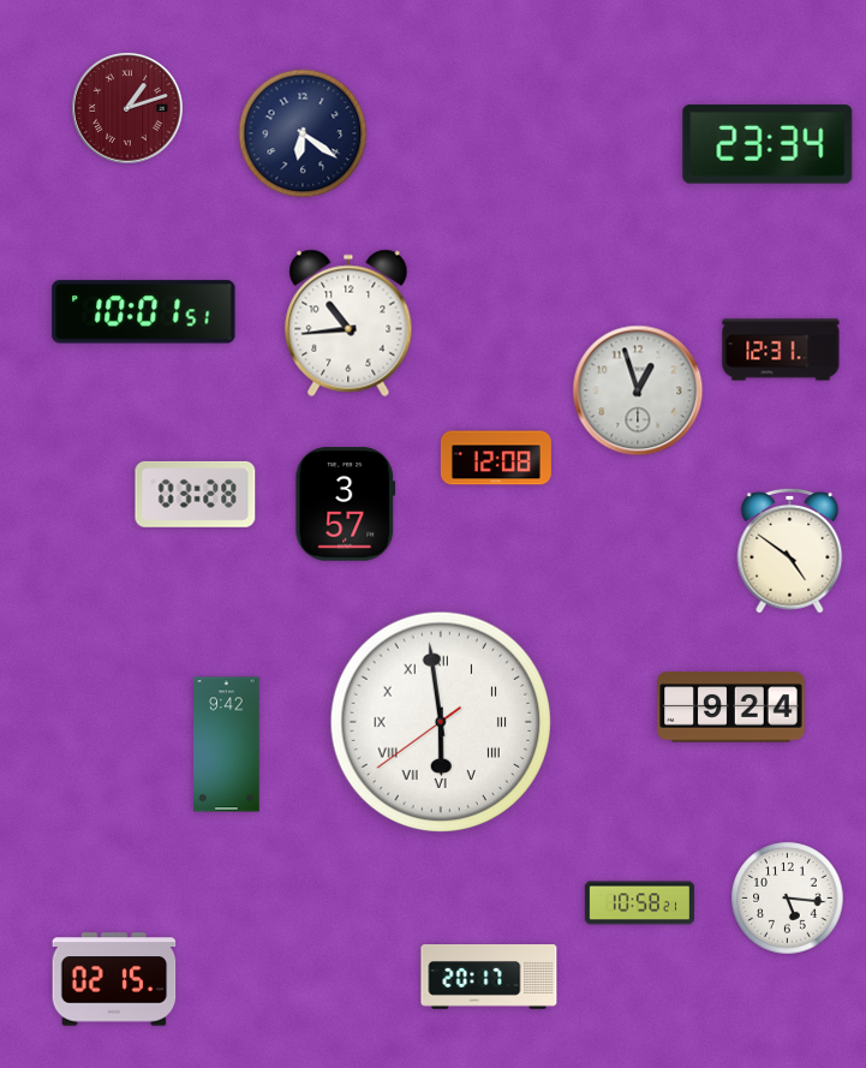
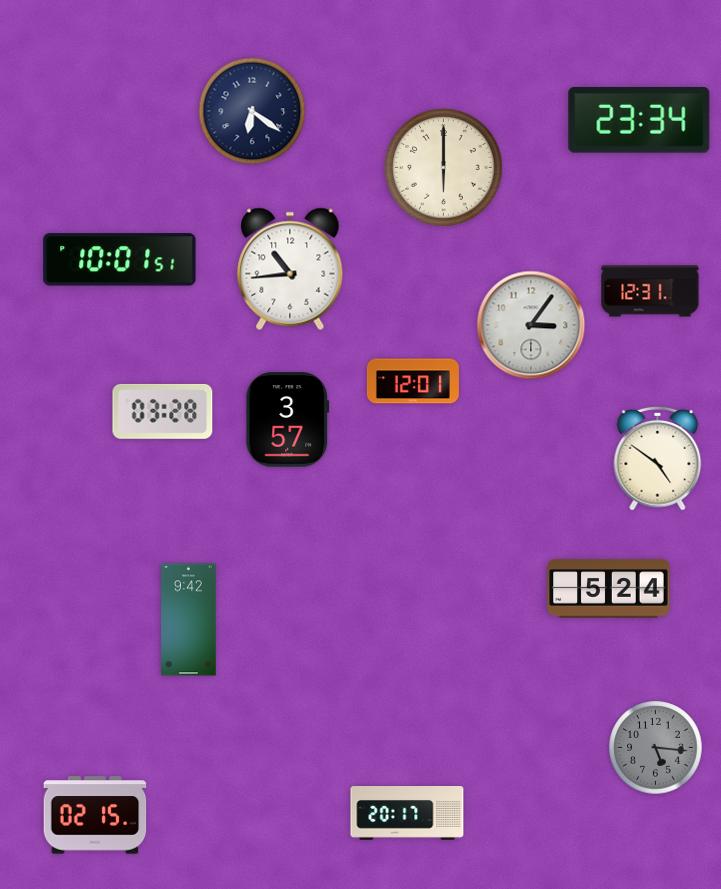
clock at (127, 108): 1:12 -> none
clock at (444, 168): none -> 6:00
clock at (638, 390): 12:57 -> 3:06
clock at (496, 458): 12:08 -> 12:01
clock at (731, 708): 9:24 -> 5:24
clock at (440, 721): 5:58 -> none
clock at (788, 899) dial: white -> grey
clock at (639, 903): 10:58 -> none
